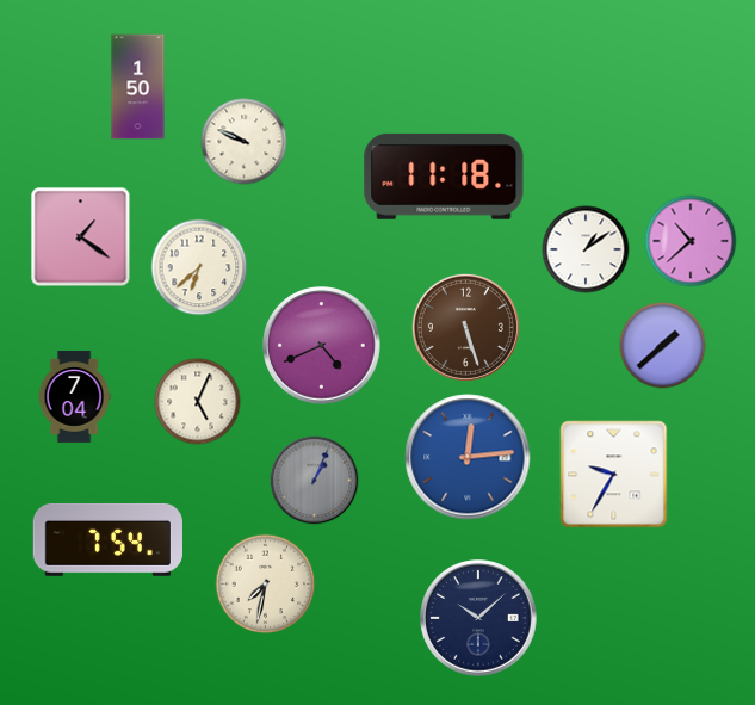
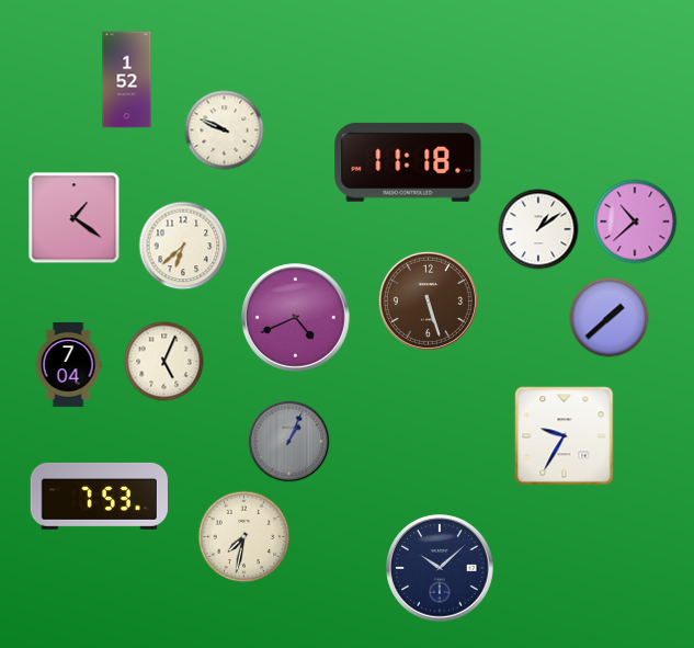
clock at (138, 87): 1:50 -> 1:52
clock at (198, 402) position: (198, 402) -> (164, 362)
clock at (468, 457): 12:14 -> none
clock at (107, 539): 7:54 -> 7:53
